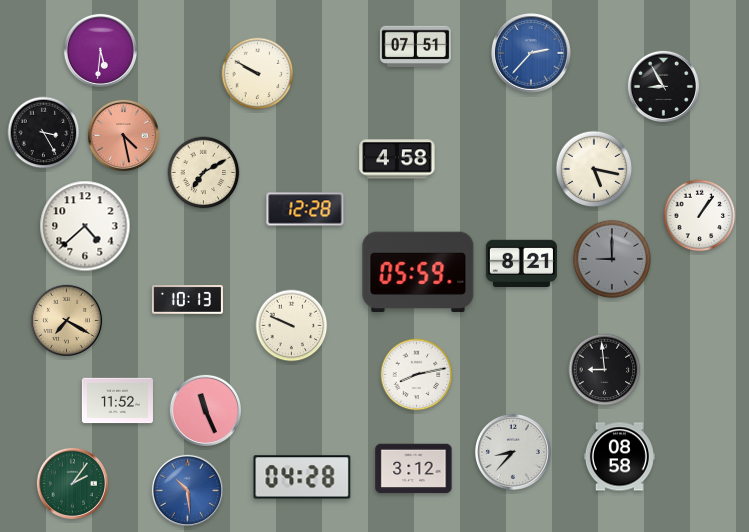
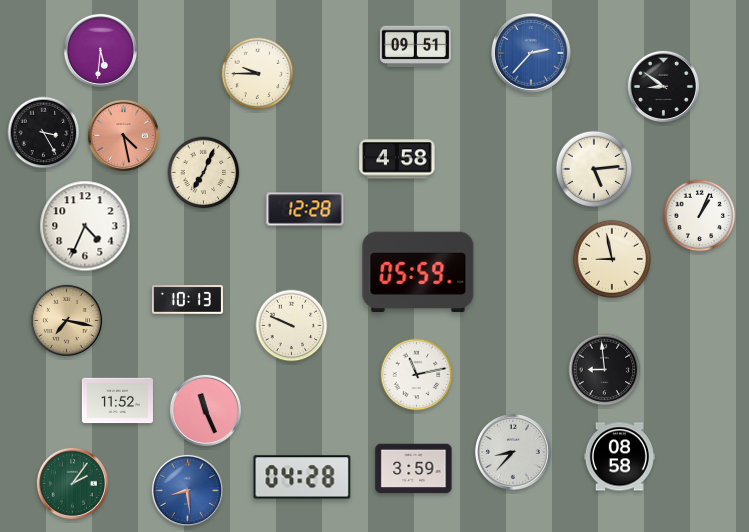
clock at (415, 46): 07:51 -> 09:51
clock at (258, 74): 9:50 -> 9:45
clock at (663, 86): 8:55 -> 8:51
clock at (594, 169): 5:17 -> 5:14
clock at (204, 173): 7:10 -> 7:04
clock at (700, 216): 1:06 -> 1:04
clock at (85, 226): 4:38 -> 4:34
clock at (612, 259): 9:00 -> 8:58
clock at (612, 259) dial: grey -> cream
clock at (521, 263): 8:21 -> none
clock at (66, 320): 7:20 -> 7:17
clock at (417, 375): 8:13 -> 11:13
clock at (414, 469): 3:12 -> 3:59
clock at (187, 490): 10:29 -> 8:29
